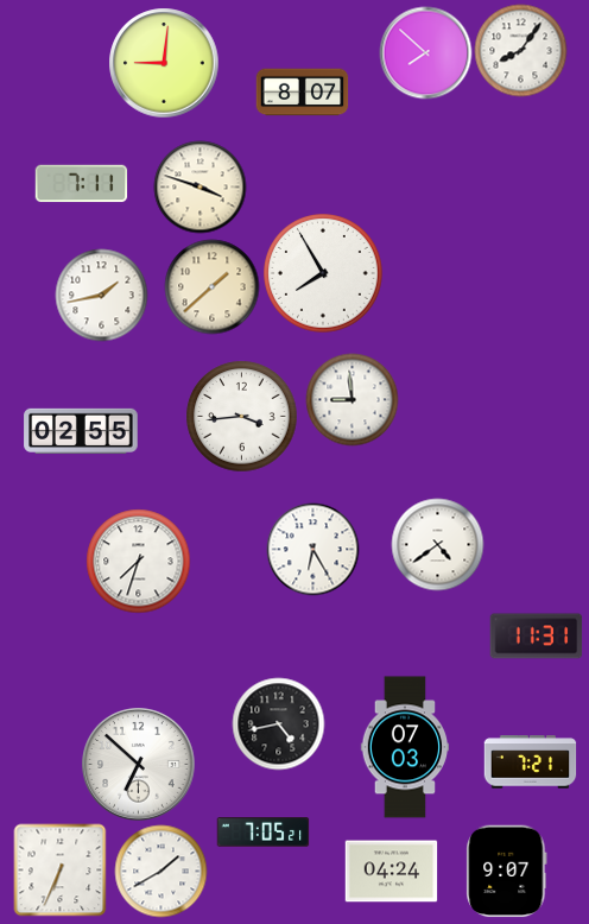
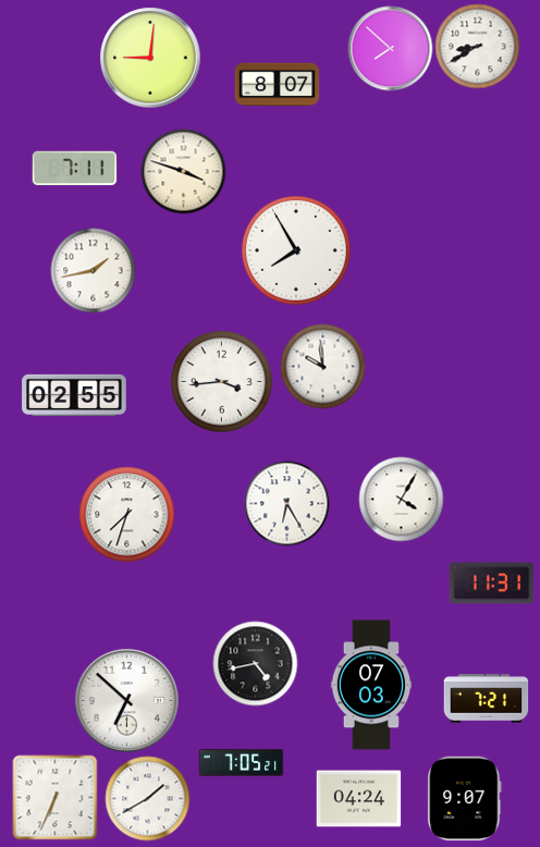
clock at (520, 50): 8:06 -> 8:40
clock at (211, 286): 1:38 -> none
clock at (351, 399): 8:59 -> 9:59
clock at (437, 544): 4:39 -> 4:05
